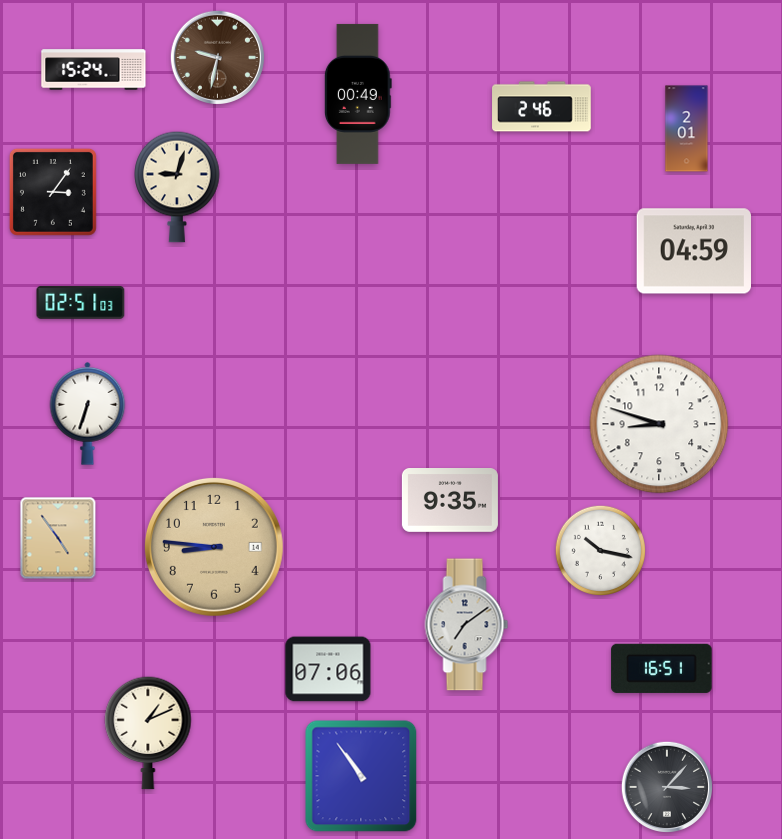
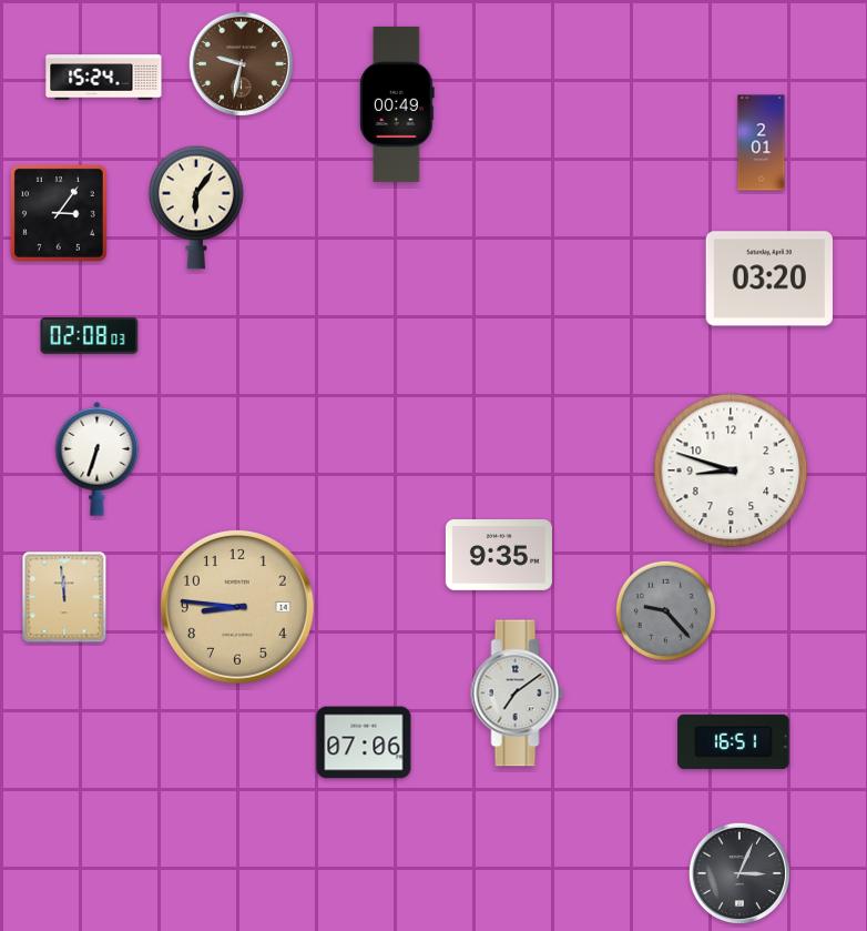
clock at (542, 107): 2:46 -> none
clock at (177, 187): 9:03 -> 6:06
clock at (694, 251): 04:59 -> 03:20
clock at (81, 302): 02:51 -> 02:08
clock at (58, 538): 4:54 -> 11:59
clock at (600, 550): 10:17 -> 9:23
clock at (600, 550) dial: white -> grey
clock at (148, 733): 1:11 -> none
clock at (361, 776): 10:54 -> none
clock at (666, 786): 3:07 -> 3:04
